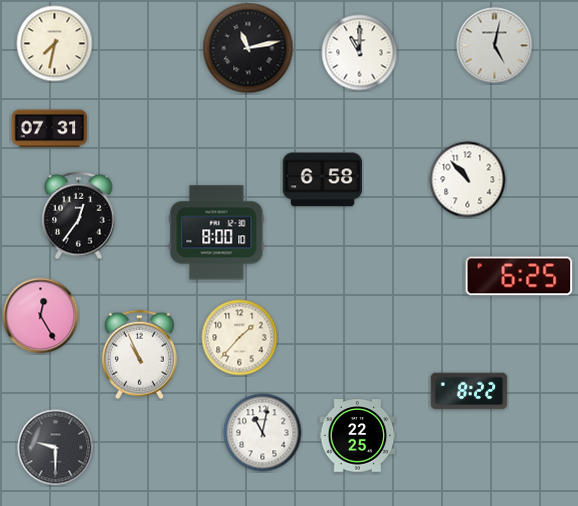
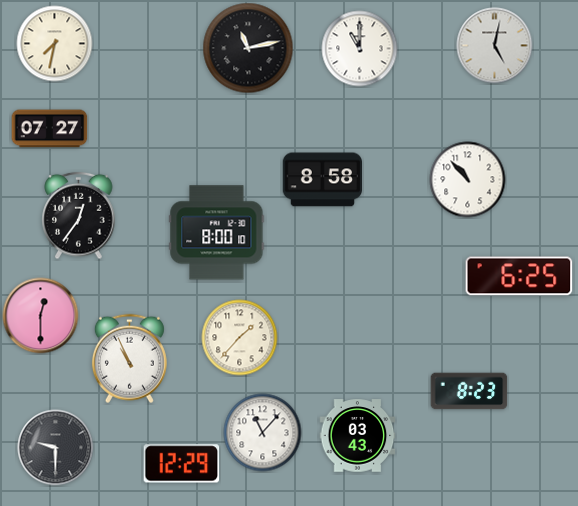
clock at (360, 53) position: (360, 53) -> (360, 49)
clock at (50, 129): 07:31 -> 07:27
clock at (322, 180): 6:58 -> 8:58
clock at (41, 316): 12:25 -> 12:30
clock at (139, 355) position: (139, 355) -> (129, 359)
clock at (469, 391): 8:22 -> 8:23
clock at (263, 433): 11:02 -> 11:07
clock at (358, 436): 22:25 -> 03:43
clock at (182, 464): none -> 12:29
